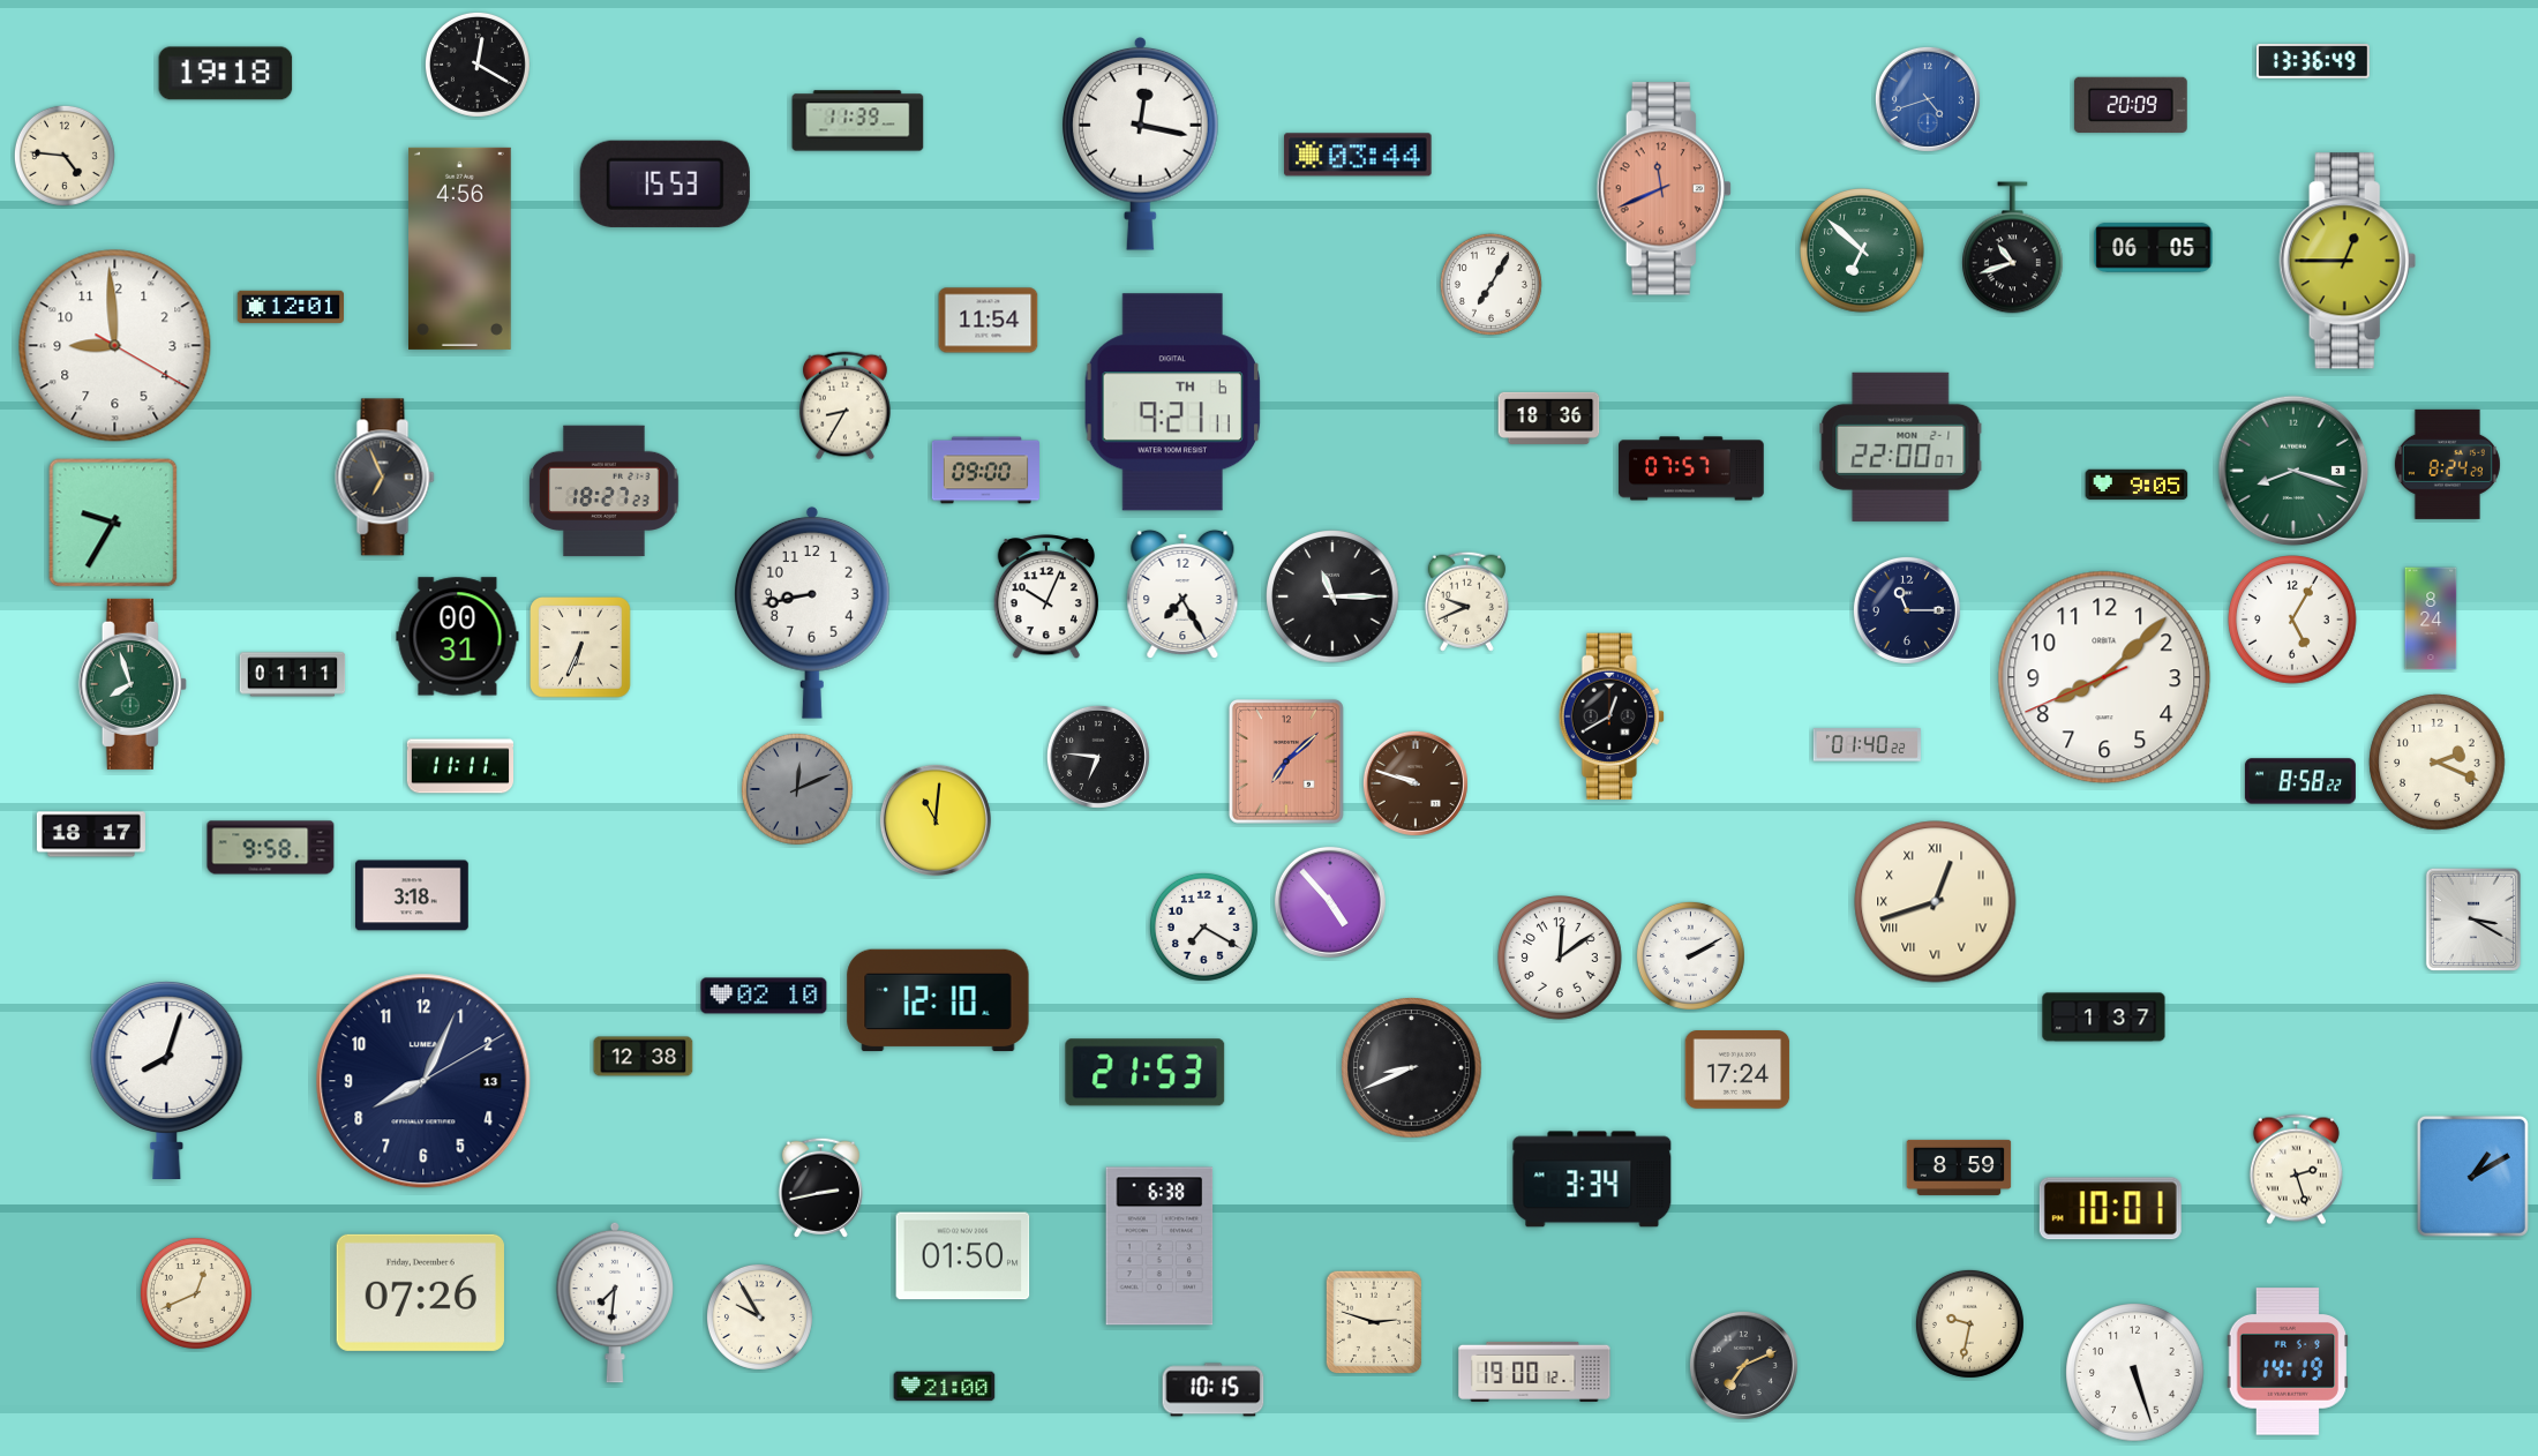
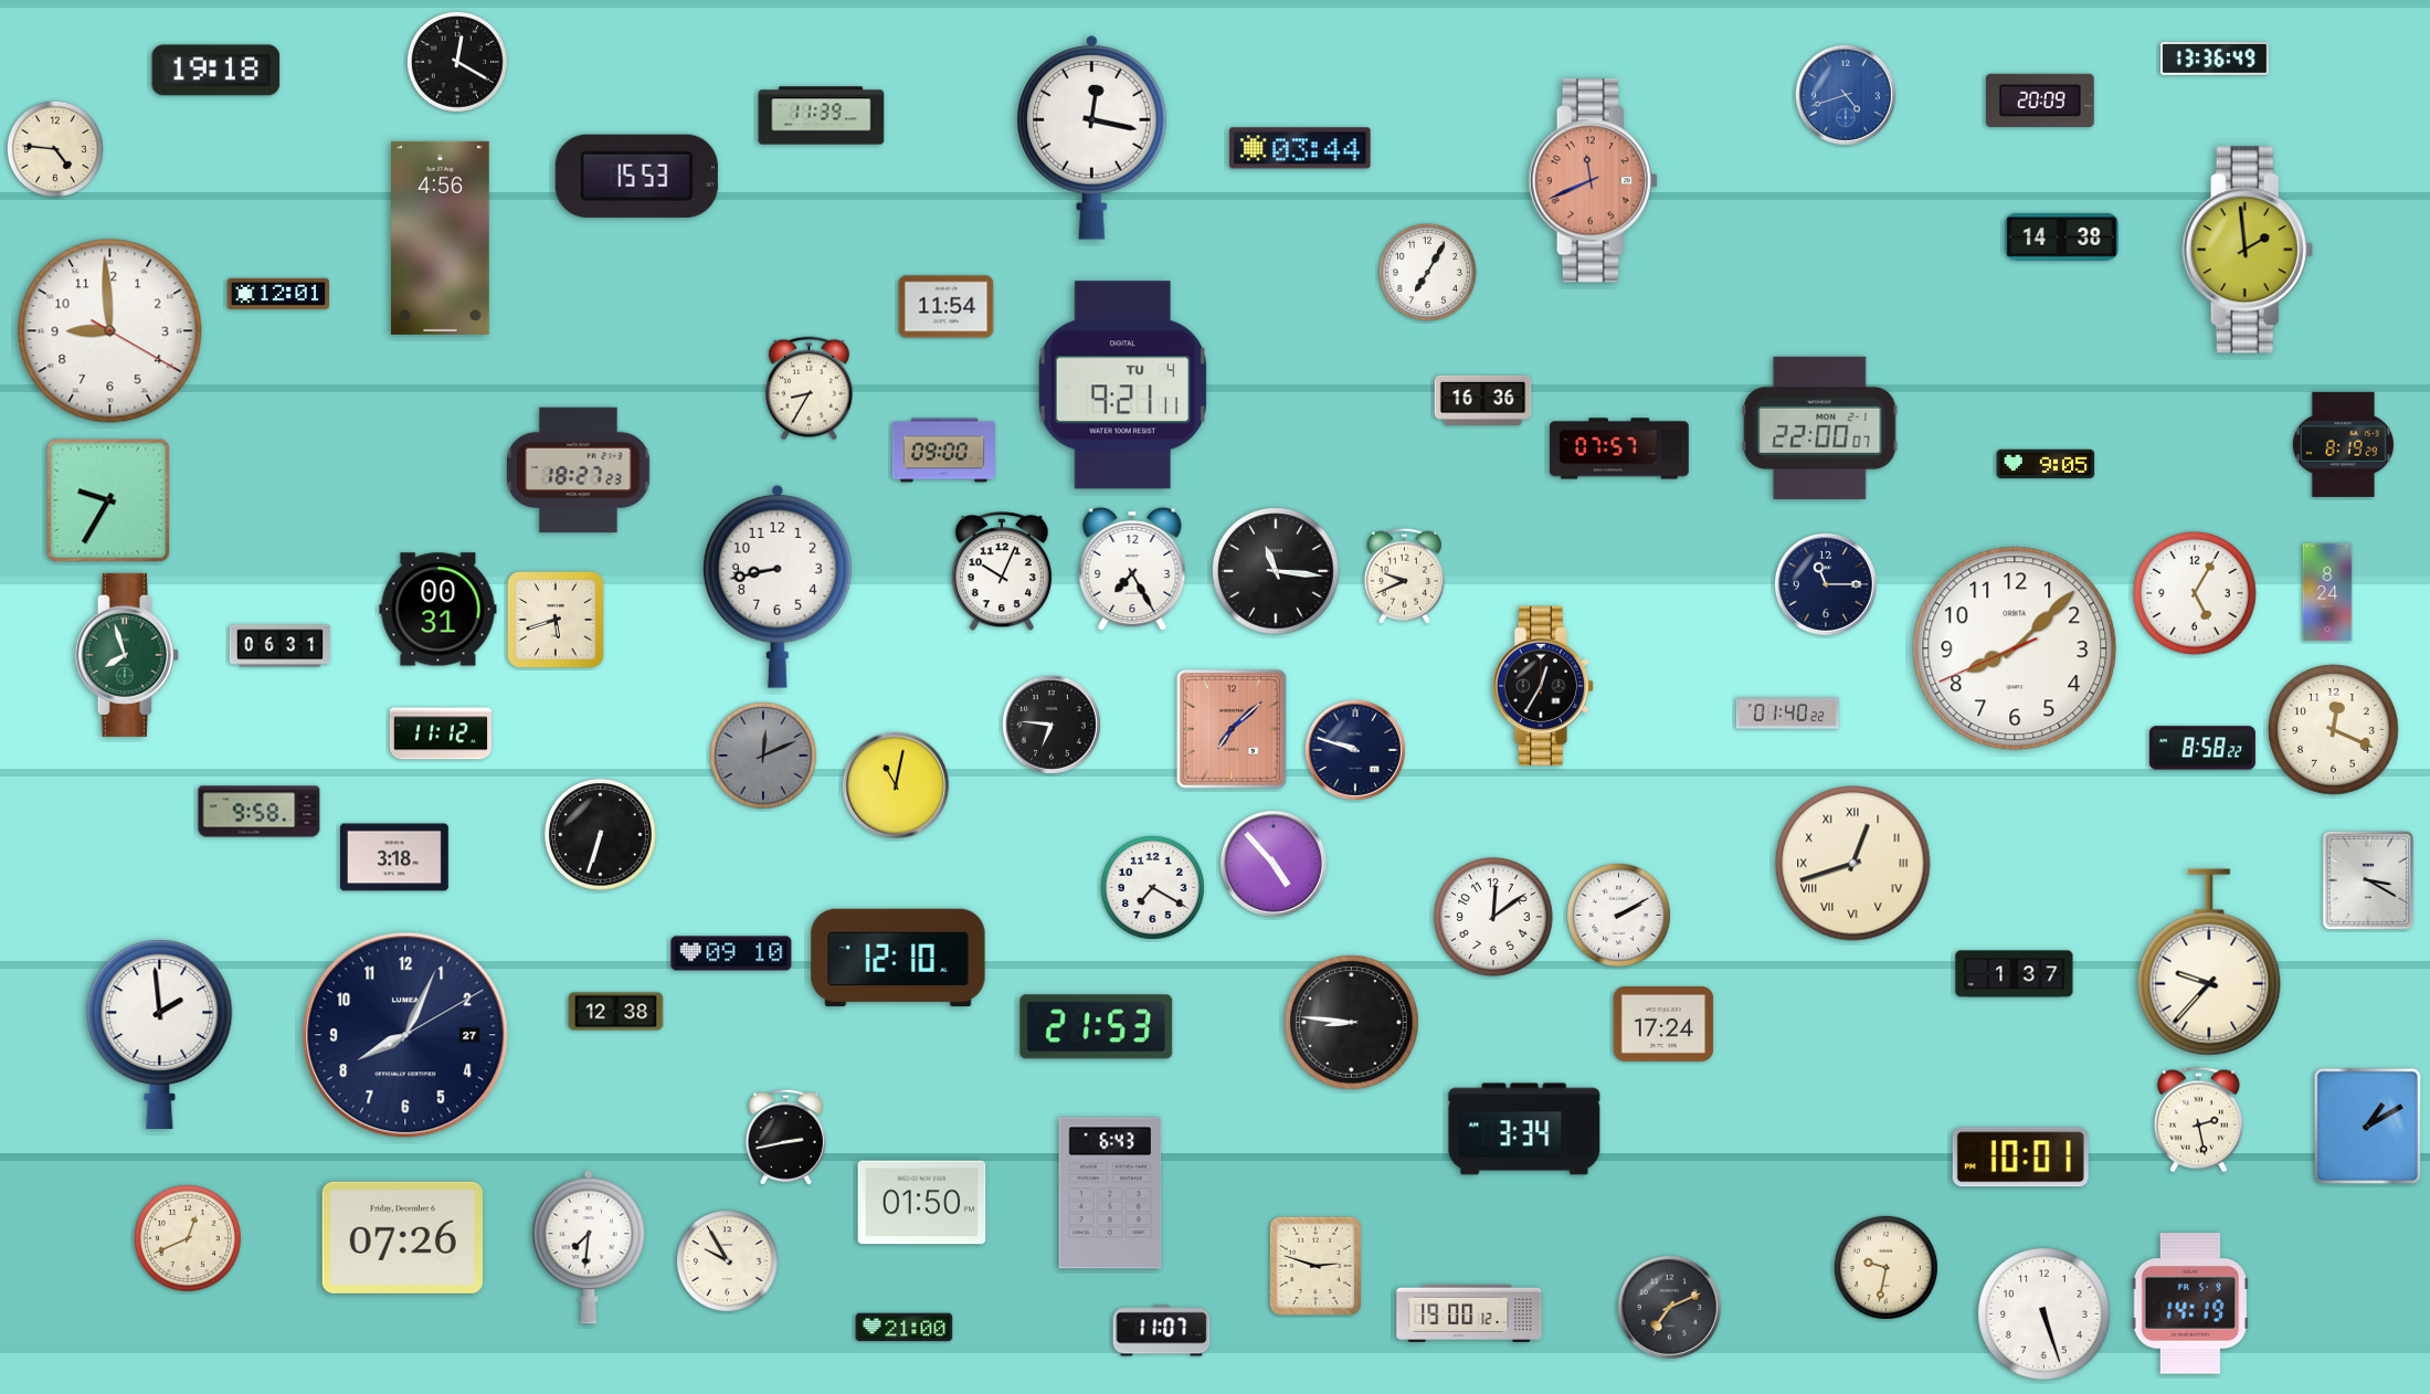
clock at (65, 156) position: (65, 156) -> (55, 149)
clock at (2154, 247): 06:05 -> 14:38
clock at (2013, 248): 10:42 -> none
clock at (1863, 252): 6:52 -> none
clock at (2348, 261): 12:45 -> 1:59
clock at (1172, 403) date: TH 6 -> TU 4
clock at (1549, 418): 18:36 -> 16:36
clock at (2447, 464): 8:24 -> 8:19
clock at (2293, 471): 8:18 -> none
clock at (385, 478): 6:56 -> none
clock at (1332, 596): 11:15 -> 11:16
clock at (581, 648): 6:34 -> 5:42
clock at (293, 675): 01:11 -> 06:31
clock at (1610, 716): 12:40 -> 12:35
clock at (2438, 763): 2:19 -> 12:19
clock at (459, 766): 11:11 -> 11:12
clock at (1416, 783) dial: brown -> navy
clock at (936, 820): 11:01 -> 11:02
clock at (91, 834): 18:17 -> none
clock at (600, 834): none -> 6:33
clock at (764, 996): 02:10 -> 09:10
clock at (2209, 962): none -> 9:37
clock at (1412, 1068): 8:41 -> 8:46
clock at (167, 1079): 8:03 -> 1:59
clock at (423, 1081) date: 13 -> 27
clock at (1959, 1168): 8:59 -> none
clock at (2296, 1170): 2:27 -> 2:28
clock at (1159, 1246): 6:38 -> 6:43
clock at (1214, 1390): 10:15 -> 11:07
